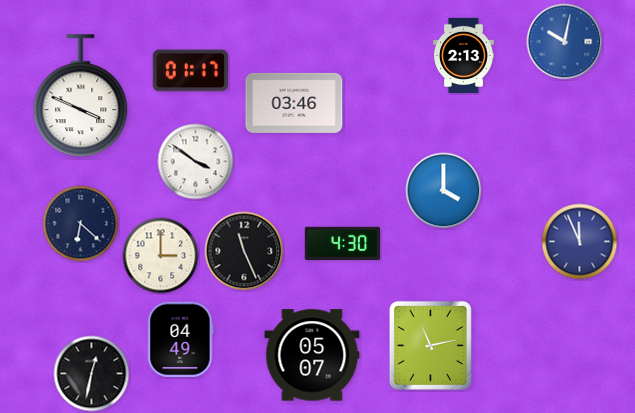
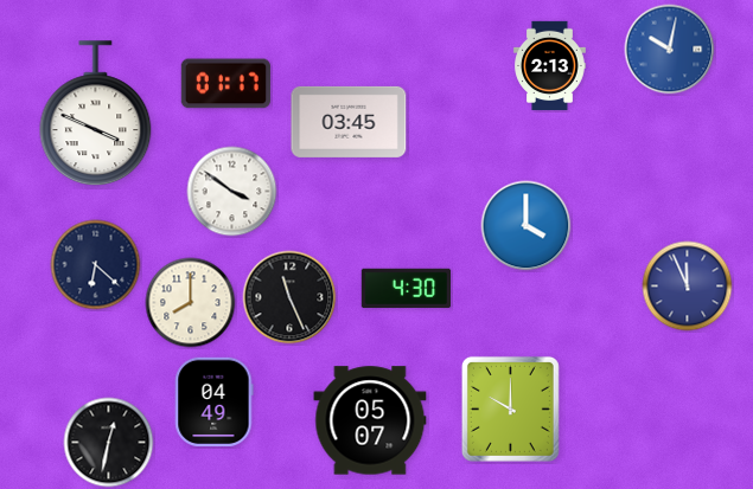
clock at (294, 103): 03:46 -> 03:45
clock at (161, 256): 3:00 -> 8:00
clock at (430, 345): 11:13 -> 10:00
